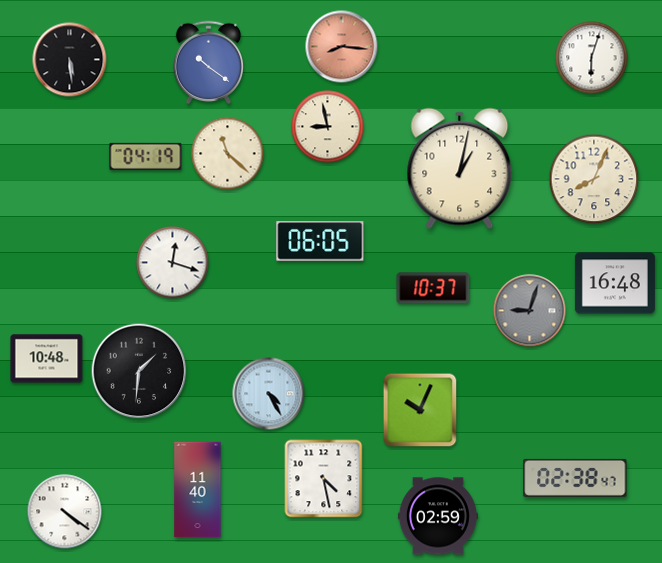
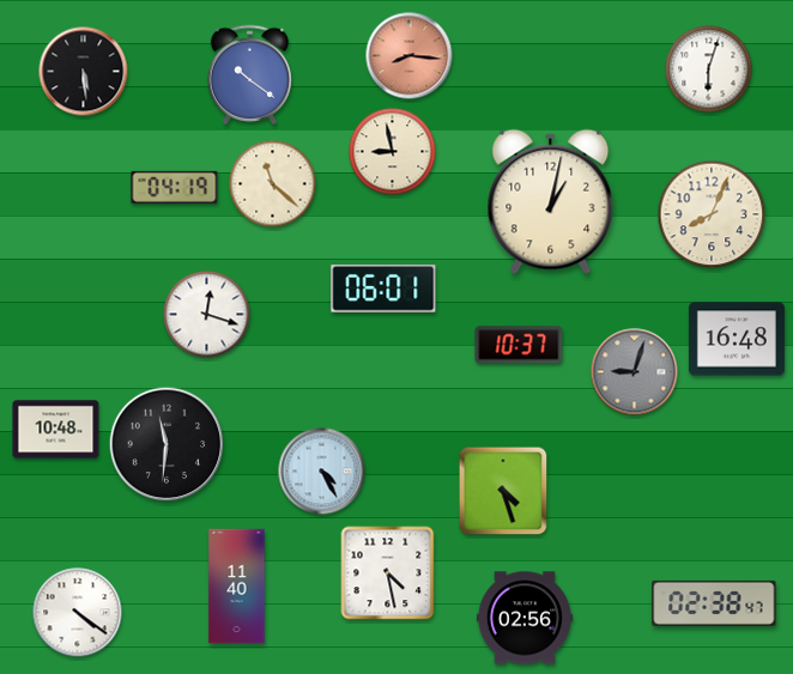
clock at (320, 242): 06:05 -> 06:01
clock at (139, 371): 1:31 -> 11:31
clock at (420, 410): 10:04 -> 4:27
clock at (575, 478) position: (575, 478) -> (714, 603)
clock at (438, 516): 02:59 -> 02:56
